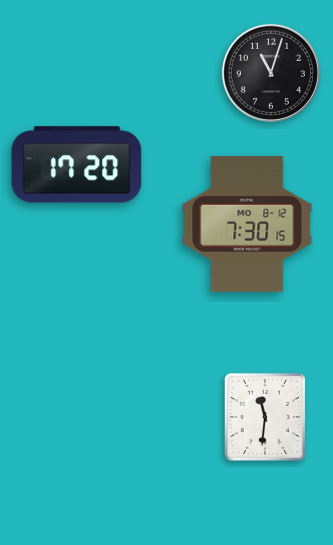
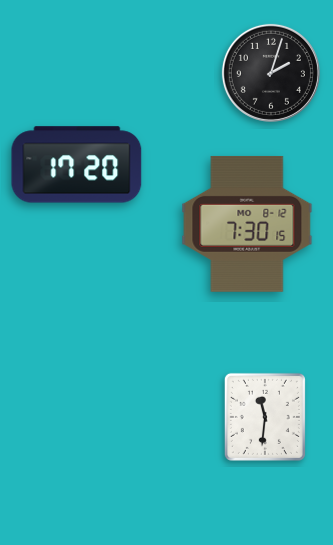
clock at (271, 73): 11:03 -> 2:03
